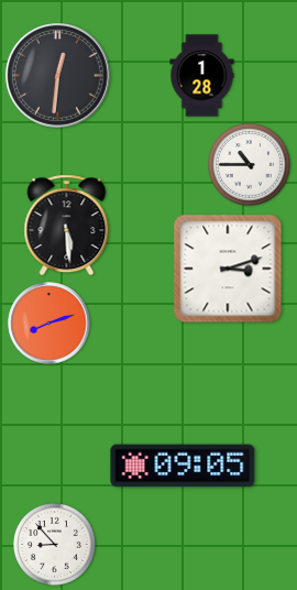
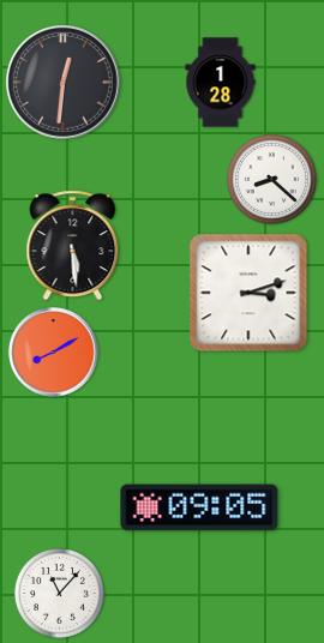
clock at (249, 164): 10:45 -> 8:22
clock at (50, 324): 8:12 -> 8:10
clock at (54, 544): 8:53 -> 11:07
